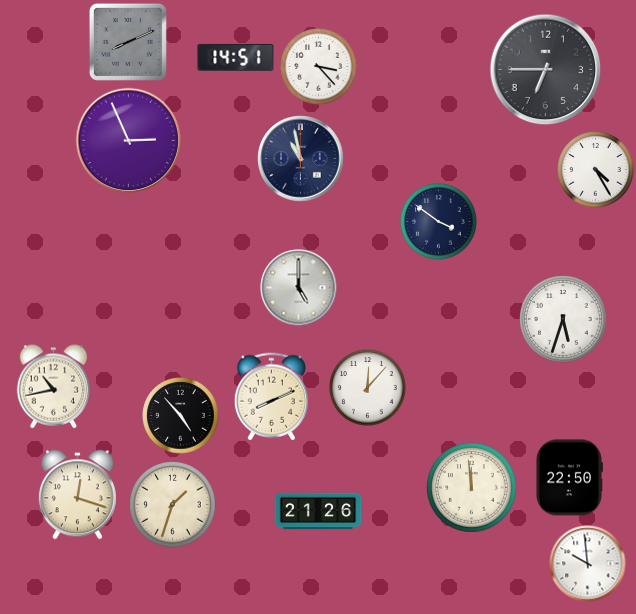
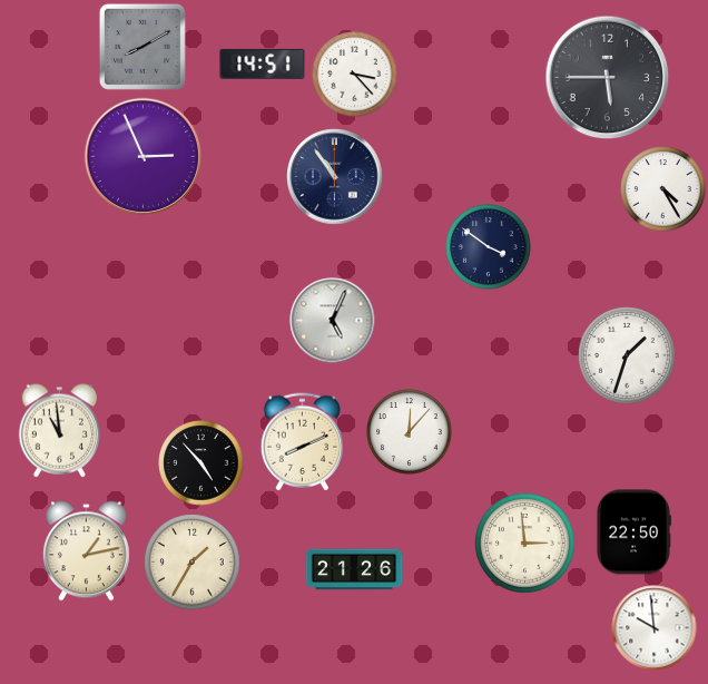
clock at (128, 42): 8:11 -> 8:10
clock at (546, 70): 6:45 -> 5:45
clock at (301, 159): 10:58 -> 10:54
clock at (299, 288): 5:00 -> 5:04
clock at (563, 319): 5:33 -> 1:33
clock at (54, 387): 10:43 -> 10:59
clock at (472, 488): 11:59 -> 2:59
clock at (77, 495): 12:18 -> 1:13
clock at (173, 505): 1:33 -> 1:35
